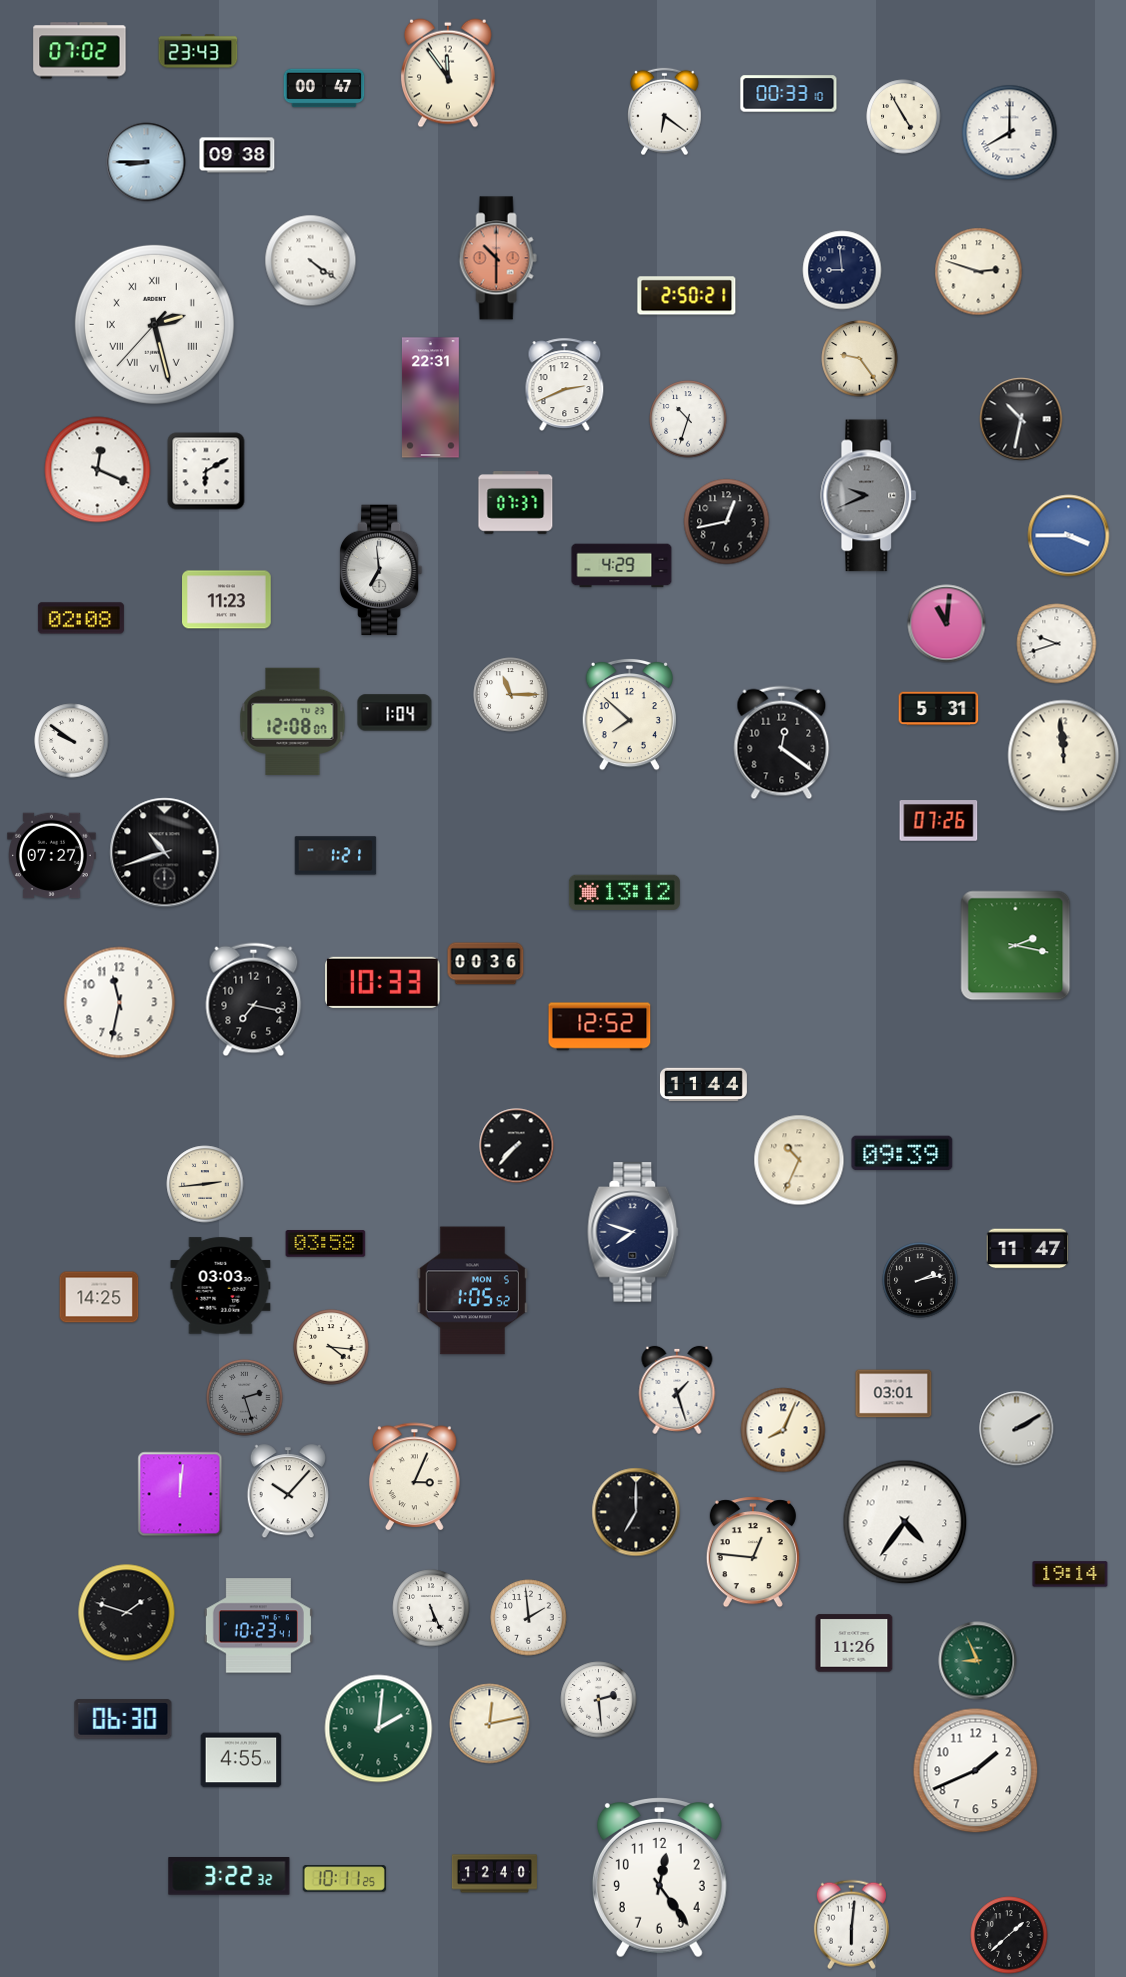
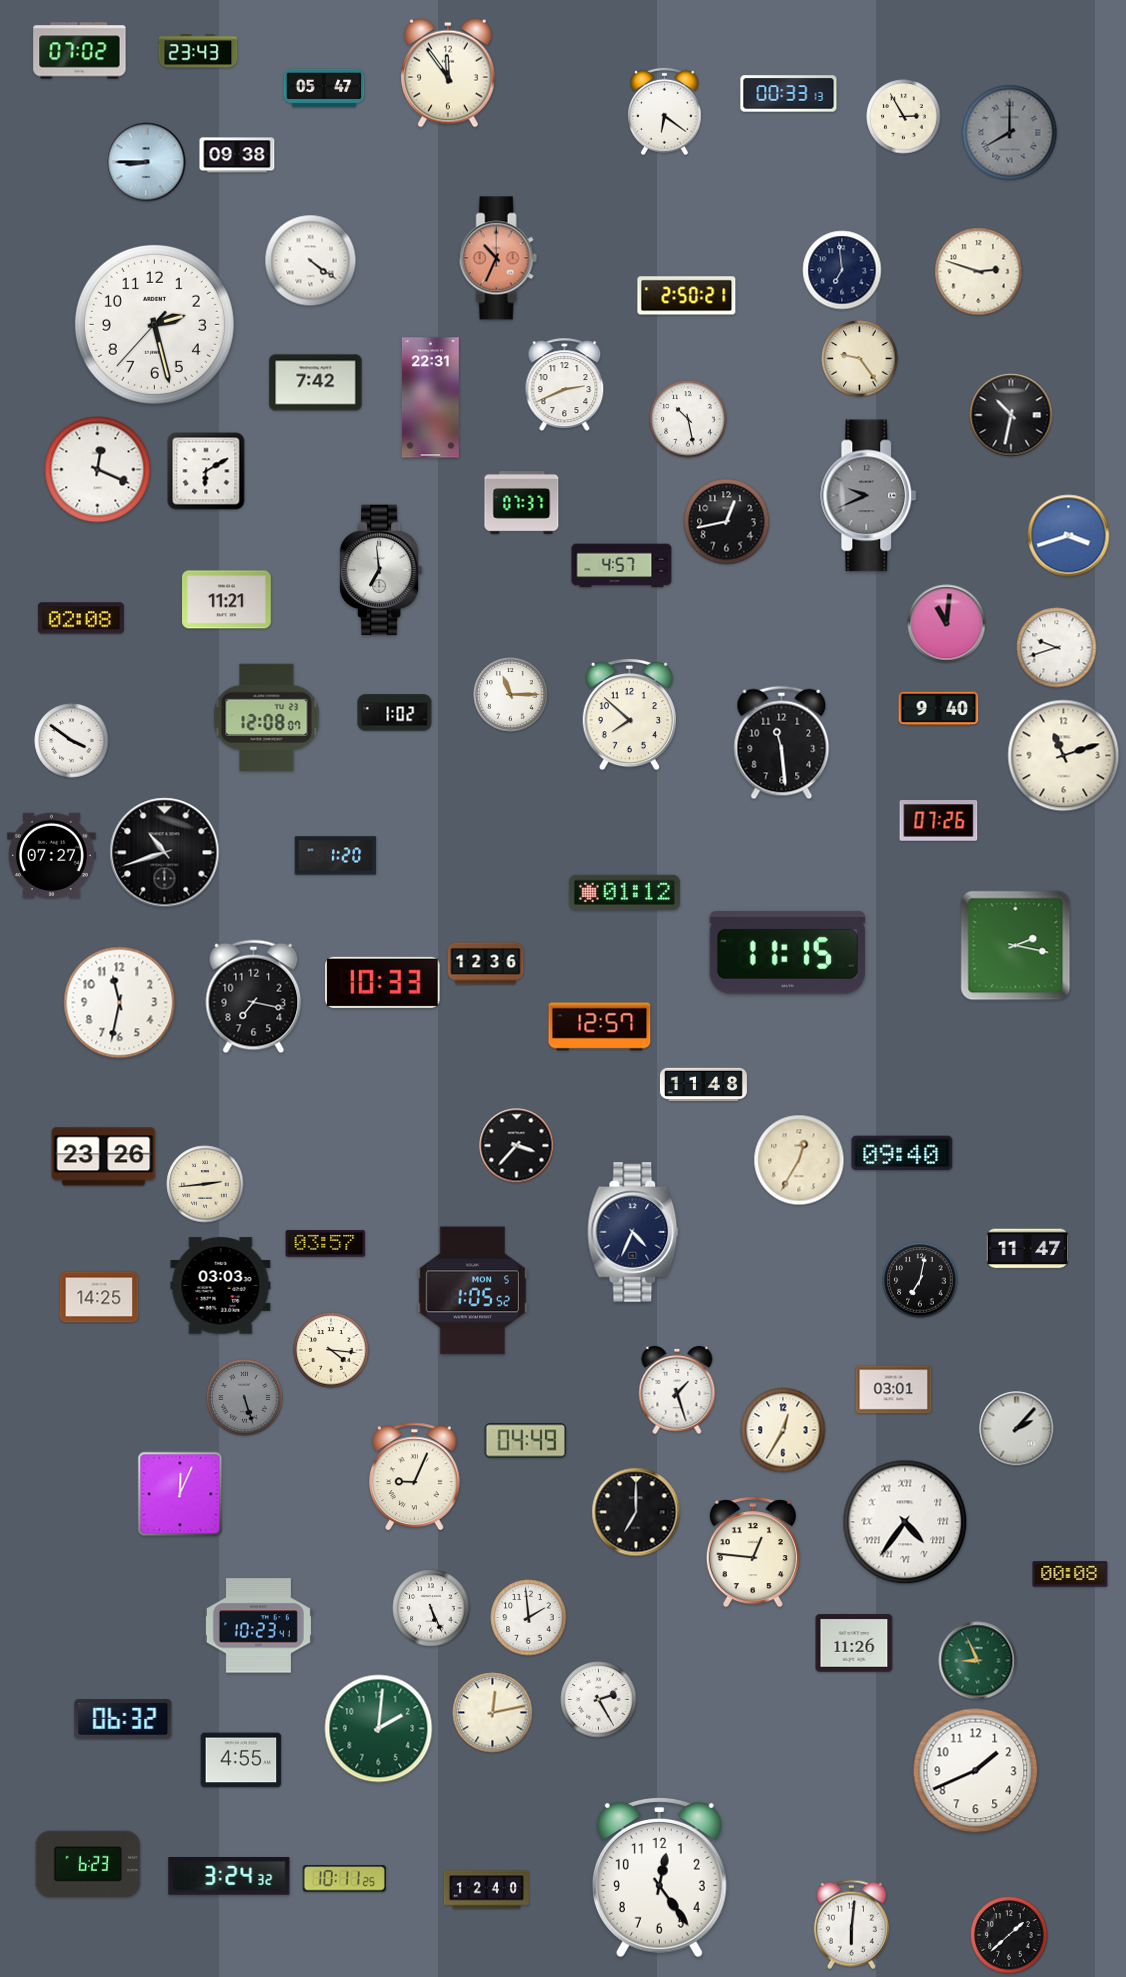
clock at (324, 88): 00:47 -> 05:47
clock at (789, 94): 00:33:10 -> 00:33:13
clock at (904, 117): 4:55 -> 2:55
clock at (1010, 133) dial: white -> grey
clock at (498, 258): 10:30 -> 10:34
clock at (842, 270): 8:59 -> 6:59
clock at (154, 324) numerals: Roman -> Arabic
clock at (316, 383): none -> 7:42
clock at (688, 419): 10:33 -> 10:28
clock at (1021, 419) position: (1021, 419) -> (1011, 415)
clock at (516, 503) position: (516, 503) -> (522, 503)
clock at (1069, 536): 3:45 -> 3:42
clock at (622, 566): 4:29 -> 4:57
clock at (227, 600): 11:23 -> 11:21
clock at (1057, 644) position: (1057, 644) -> (1057, 648)
clock at (939, 709): 5:31 -> 9:40
clock at (395, 713): 1:04 -> 1:02
clock at (293, 722) position: (293, 722) -> (267, 718)
clock at (72, 741): 9:51 -> 3:51
clock at (782, 743): 12:21 -> 11:29
clock at (1064, 756): 11:59 -> 11:12
clock at (336, 856): 1:21 -> 1:20
clock at (624, 892): 13:12 -> 01:12
clock at (787, 952): none -> 11:15
clock at (486, 964): 00:36 -> 12:36
clock at (254, 1000) position: (254, 1000) -> (254, 997)
clock at (600, 1027): 12:52 -> 12:57
clock at (703, 1085): 11:44 -> 11:48
clock at (517, 1146): 7:37 -> 3:37
clock at (902, 1153): 09:39 -> 09:40
clock at (104, 1157): none -> 23:26
clock at (799, 1160): 10:34 -> 12:35
clock at (633, 1232): 7:48 -> 4:34
clock at (326, 1244): 03:58 -> 03:57
clock at (920, 1280): 2:13 -> 7:02
clock at (331, 1347) position: (331, 1347) -> (331, 1350)
clock at (894, 1394) position: (894, 1394) -> (894, 1390)
clock at (245, 1398): 2:27 -> 5:27
clock at (1017, 1429): 2:10 -> 2:07
clock at (783, 1430): 8:04 -> 12:35
clock at (526, 1441): none -> 04:49
clock at (415, 1477): 3:04 -> 9:04
clock at (288, 1492): 10:07 -> none
clock at (180, 1494): 12:01 -> 12:04
clock at (905, 1522) numerals: Arabic -> Roman
clock at (1070, 1574): 19:14 -> 00:08
clock at (127, 1613): 1:48 -> none
clock at (599, 1700): 2:29 -> 2:25
clock at (123, 1719): 06:30 -> 06:32
clock at (490, 1724) position: (490, 1724) -> (493, 1713)
clock at (88, 1863): none -> 6:23
clock at (494, 1874) position: (494, 1874) -> (486, 1890)
clock at (229, 1876): 3:22 -> 3:24
